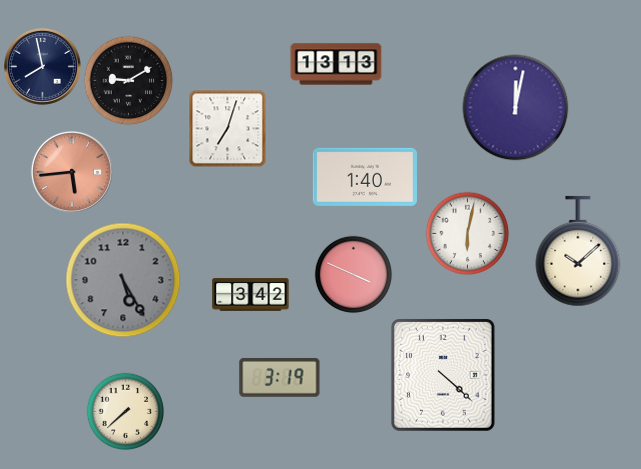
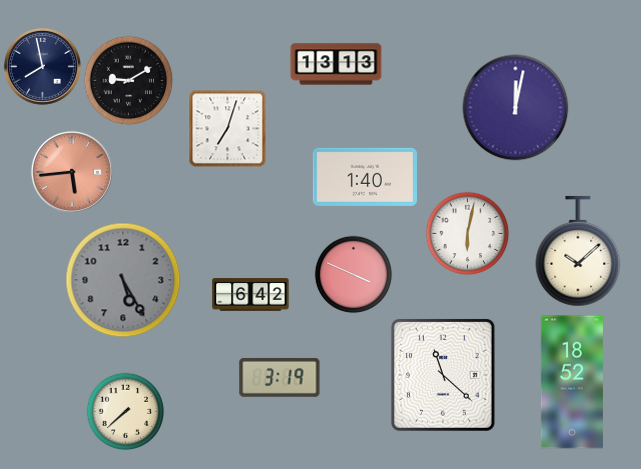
clock at (251, 295): 3:42 -> 6:42
clock at (443, 376): 4:22 -> 11:22
clock at (572, 382): none -> 18:52
